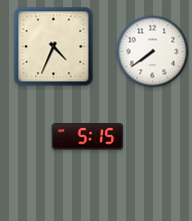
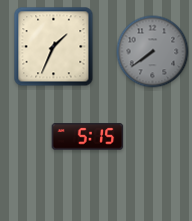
clock at (54, 47): 4:34 -> 1:34
clock at (153, 52) dial: white -> grey
